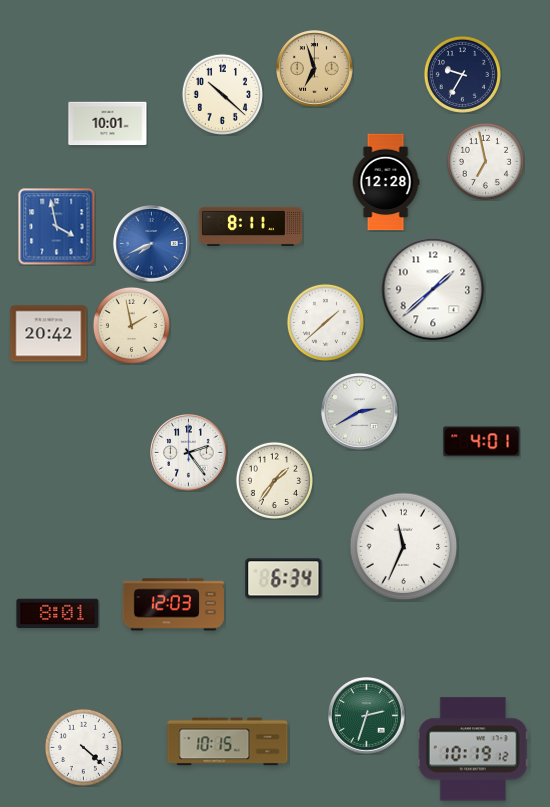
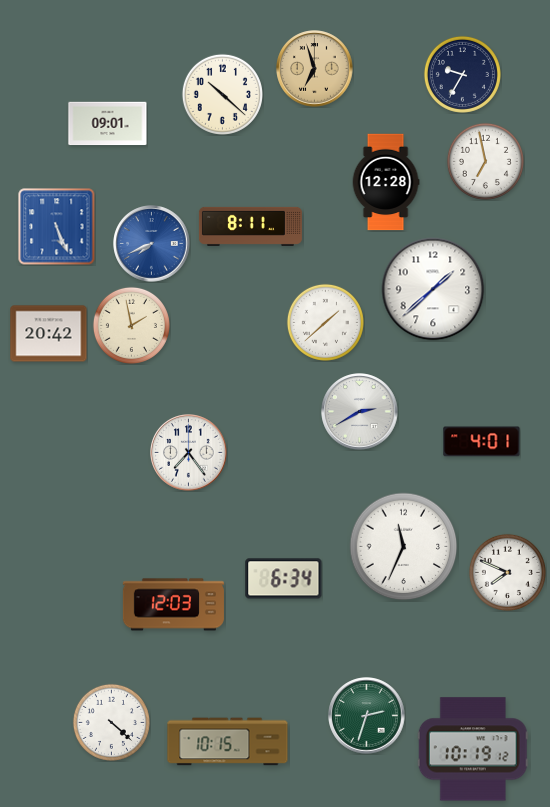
clock at (108, 124): 10:01 -> 09:01
clock at (57, 227): 3:58 -> 5:26
clock at (189, 453): 2:24 -> 7:24
clock at (274, 480): 1:36 -> none
clock at (507, 572): none -> 7:49
clock at (58, 614): 8:01 -> none
clock at (83, 747) position: (83, 747) -> (111, 722)
